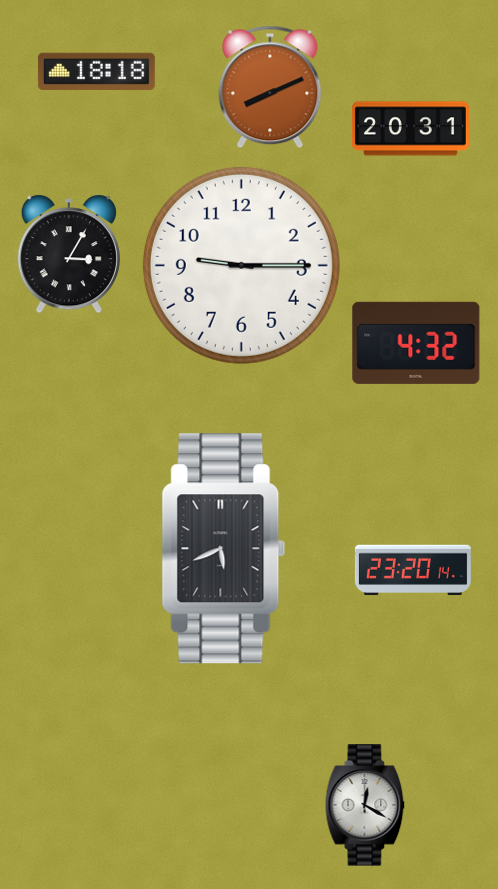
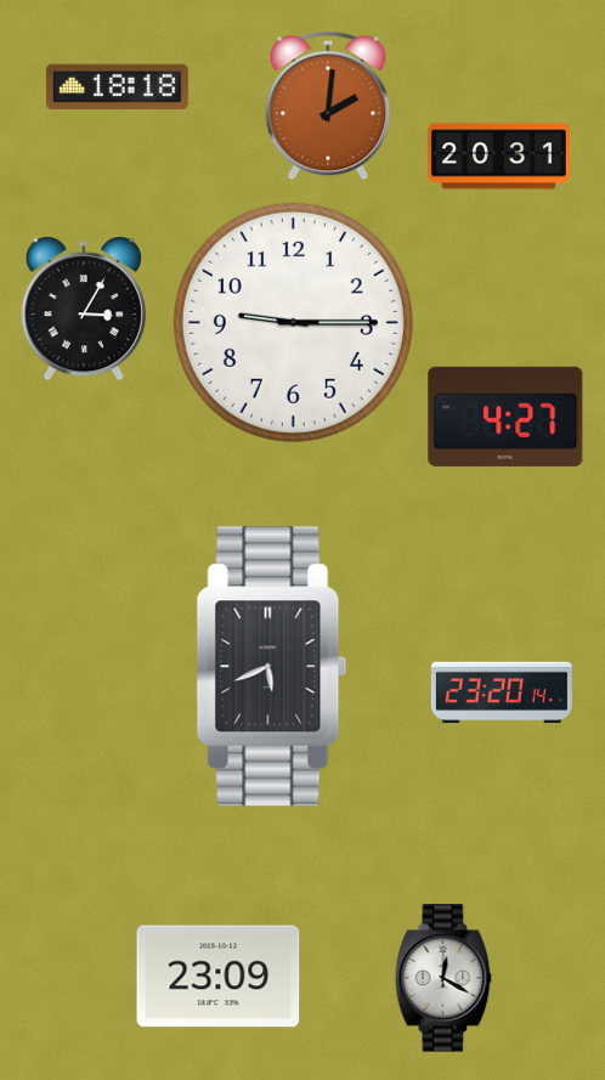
clock at (270, 87): 8:11 -> 2:01
clock at (416, 343): 4:32 -> 4:27
clock at (219, 977): none -> 23:09
